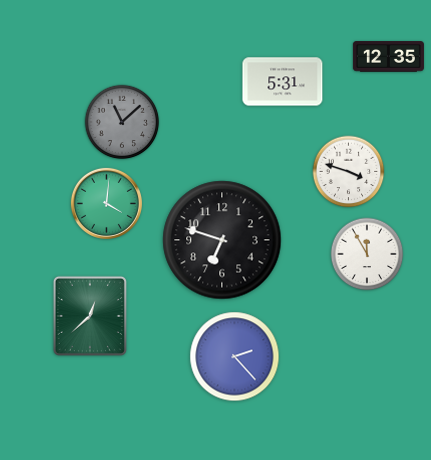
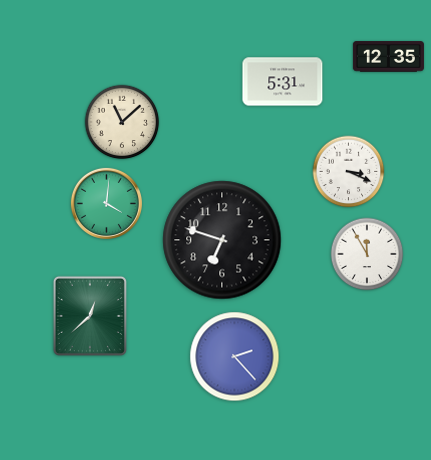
clock at (122, 122) dial: grey -> cream
clock at (349, 172): 3:48 -> 3:19
